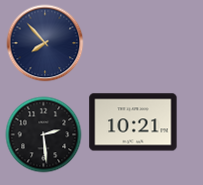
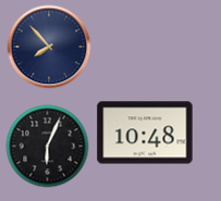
clock at (133, 122): 10:21 -> 10:48
clock at (44, 135): 2:29 -> 6:04
